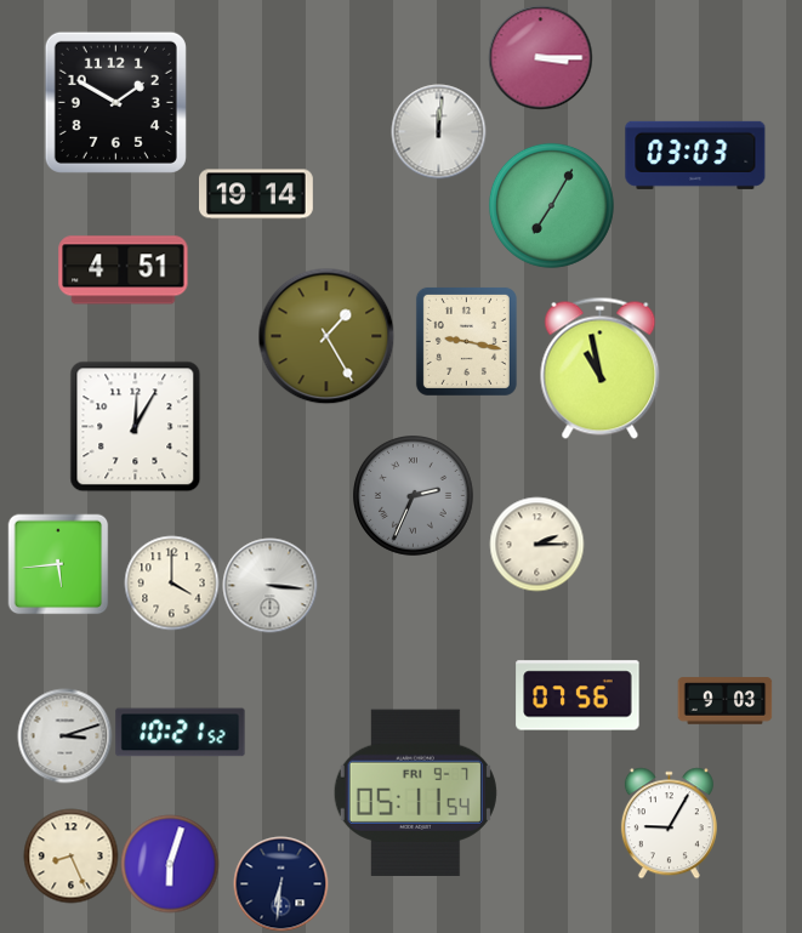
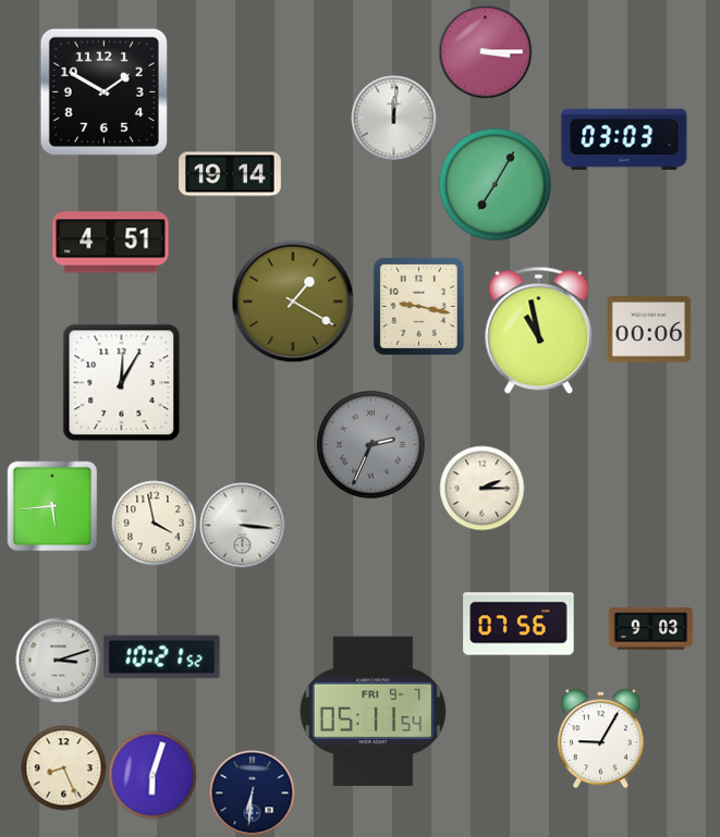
clock at (326, 336): 1:25 -> 1:20
clock at (648, 330): none -> 00:06
clock at (171, 582): 4:00 -> 3:58
